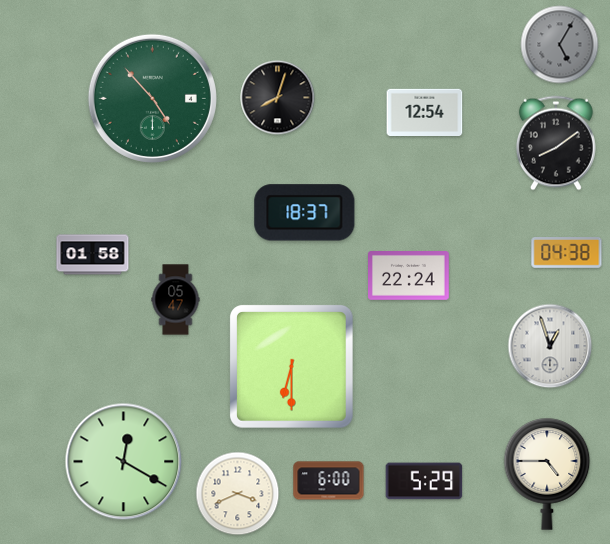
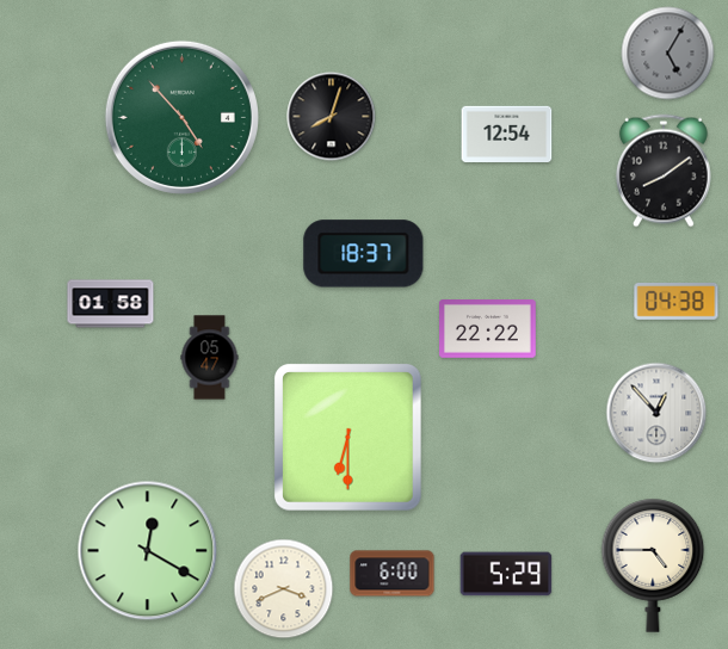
clock at (409, 276): 22:24 -> 22:22
clock at (550, 346): 12:57 -> 12:53
